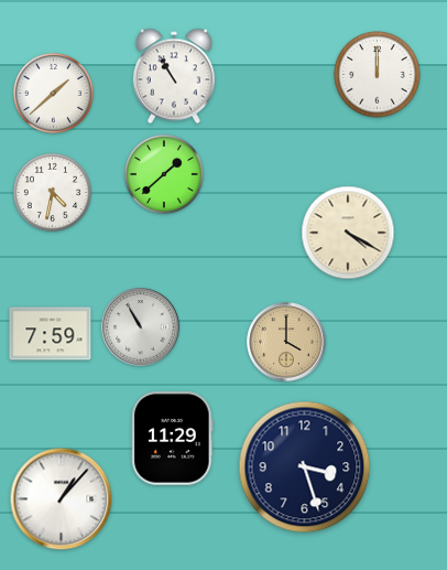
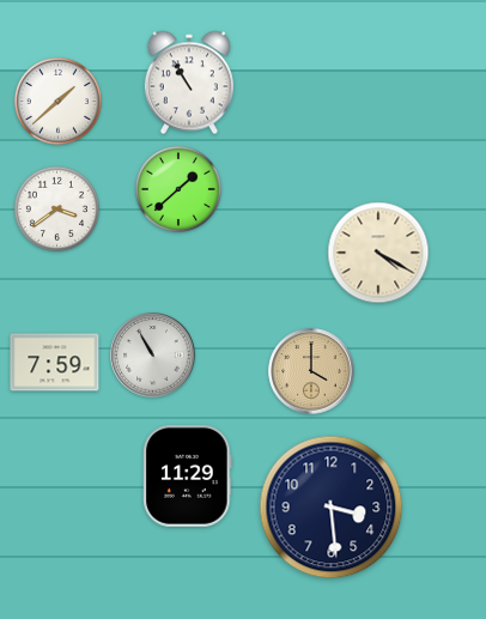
clock at (378, 75): 12:00 -> none
clock at (52, 192): 4:32 -> 3:39
clock at (305, 467): 3:27 -> 3:29
clock at (62, 499): 1:07 -> none
